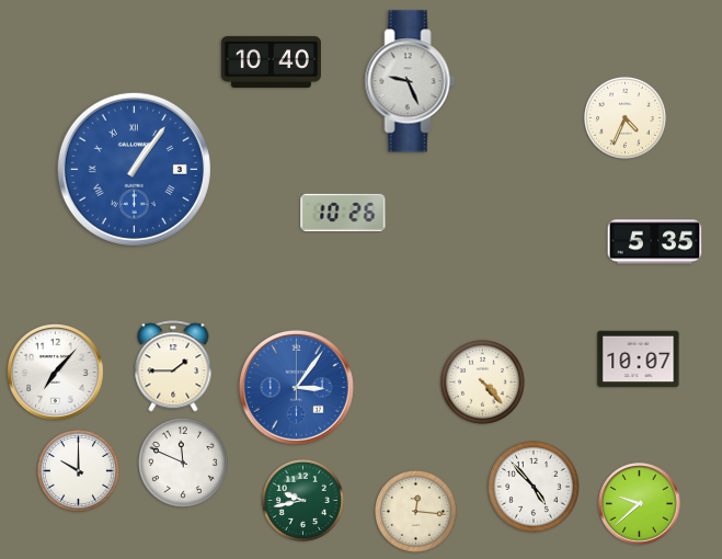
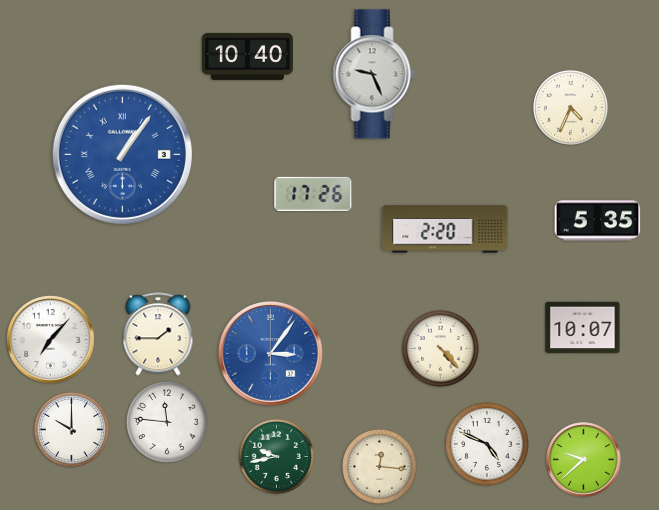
clock at (343, 213): 10:26 -> 17:26
clock at (445, 229): none -> 2:20
clock at (184, 464): 11:49 -> 11:46
clock at (535, 488): 4:53 -> 4:49
